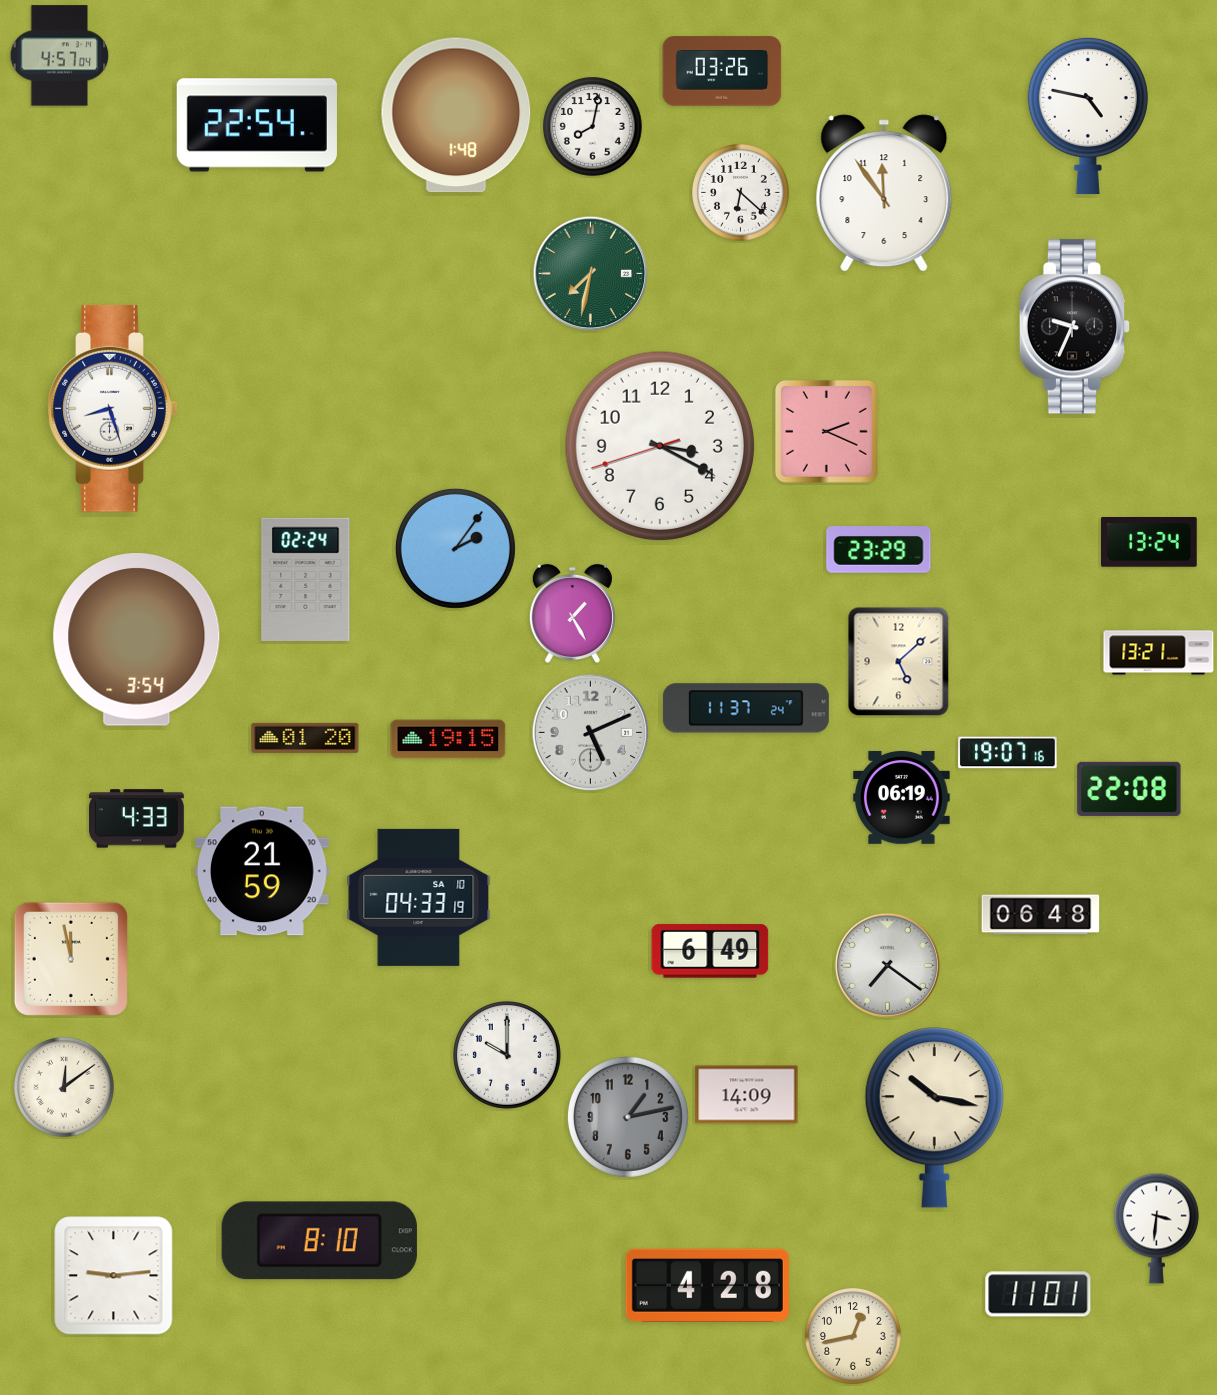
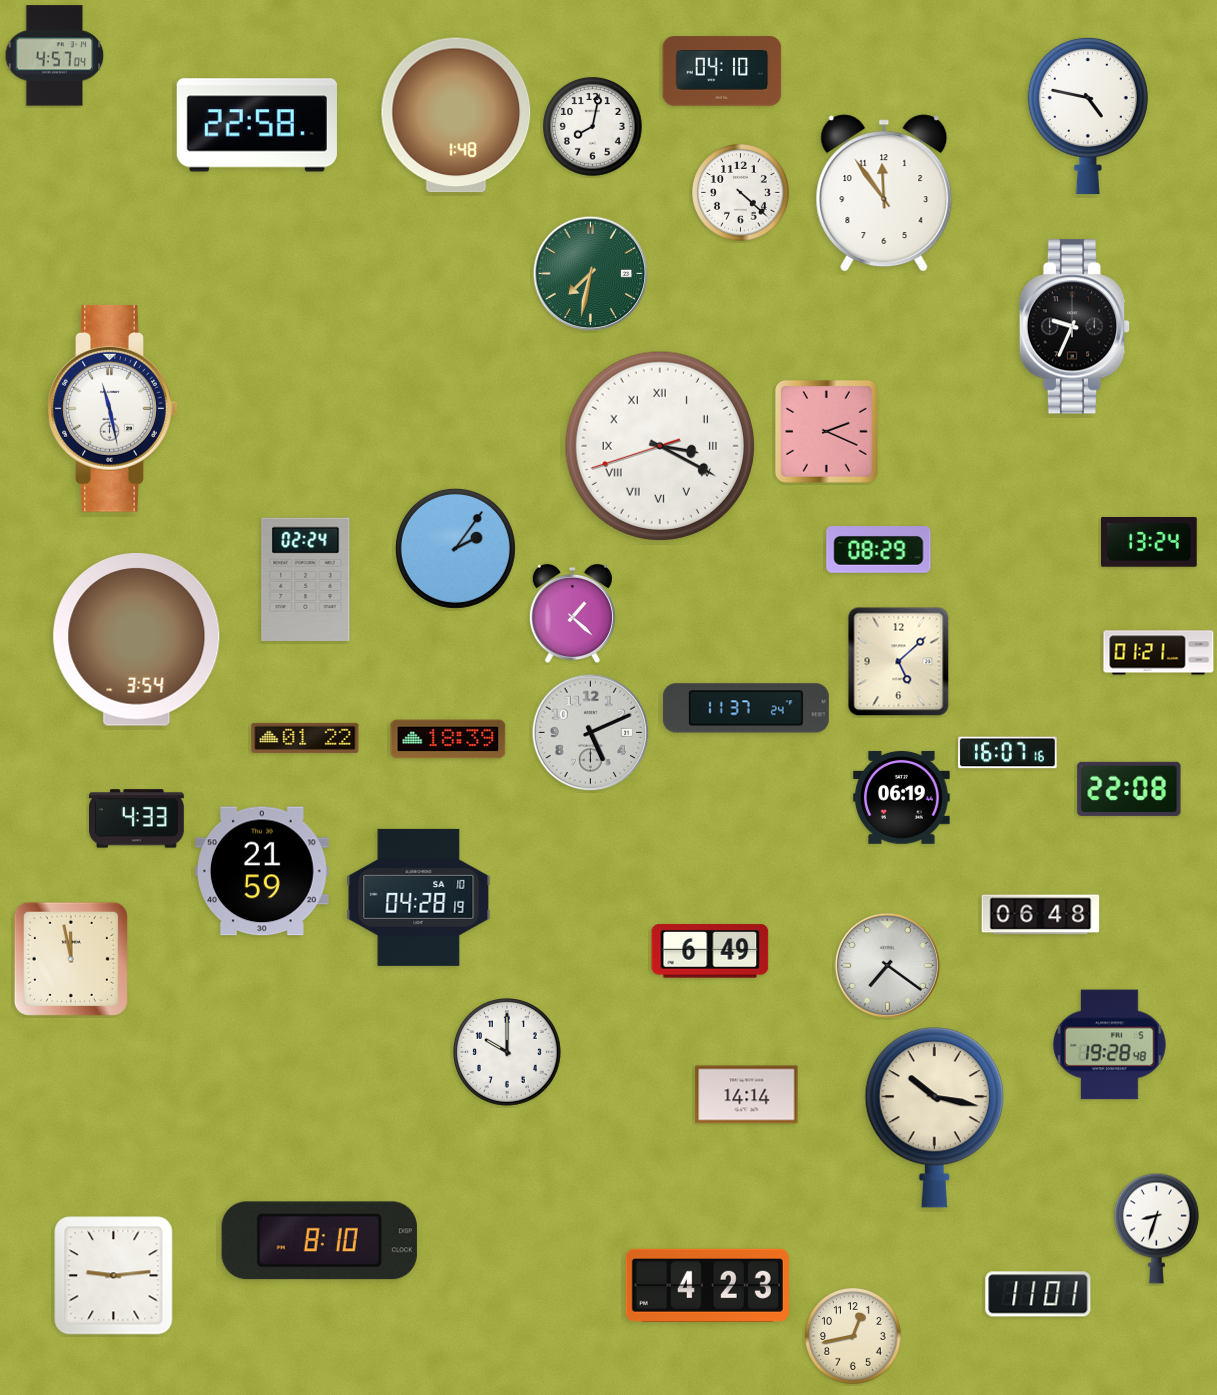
clock at (60, 56) position: (60, 56) -> (55, 56)
clock at (722, 71): 03:26 -> 04:10
clock at (257, 125): 22:54 -> 22:58
clock at (741, 193): 6:22 -> 4:22
clock at (113, 408): 8:27 -> 11:28
clock at (659, 445) numerals: Arabic -> Roman
clock at (879, 550): 23:29 -> 08:29
clock at (572, 613): 1:25 -> 1:22
clock at (1159, 653): 13:21 -> 01:21
clock at (305, 738): 01:20 -> 01:22
clock at (448, 739): 19:15 -> 18:39
clock at (1008, 753): 19:07 -> 16:07
clock at (419, 897): 04:33 -> 04:28
clock at (1110, 1045): none -> 19:28
clock at (508, 1056) position: (508, 1056) -> (508, 1053)
clock at (64, 1087): 12:09 -> none
clock at (747, 1095): 14:09 -> 14:14
clock at (628, 1117): 1:13 -> none
clock at (1156, 1228): 3:31 -> 8:33
clock at (707, 1285): 4:28 -> 4:23
